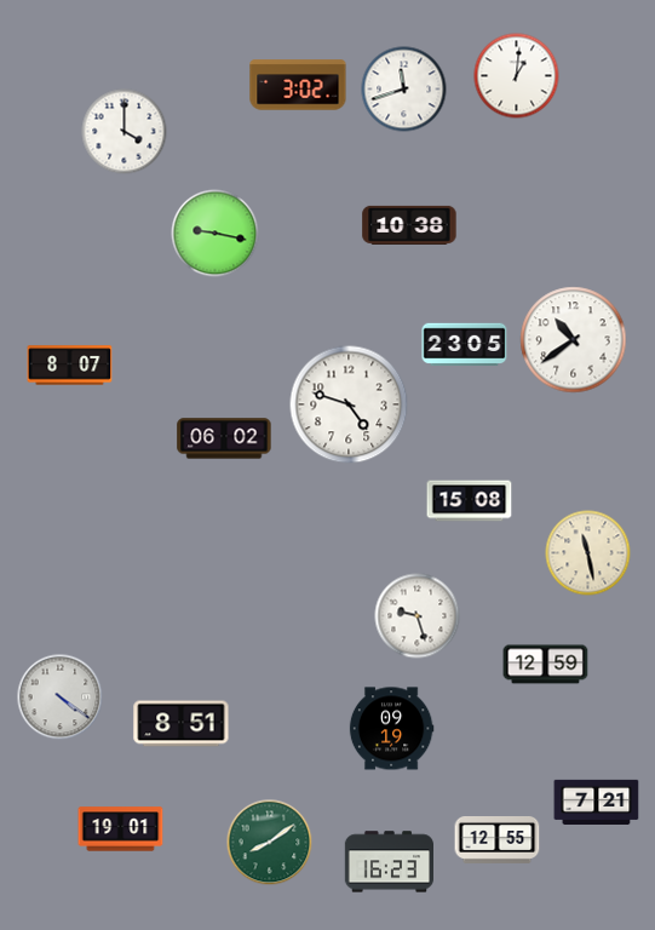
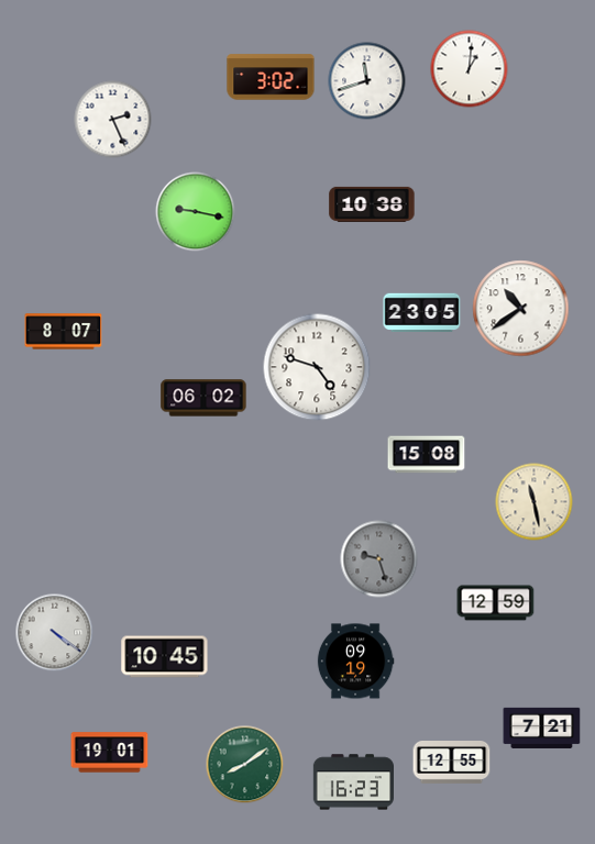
clock at (125, 132): 4:00 -> 2:26
clock at (418, 616) dial: white -> grey
clock at (182, 724): 8:51 -> 10:45
